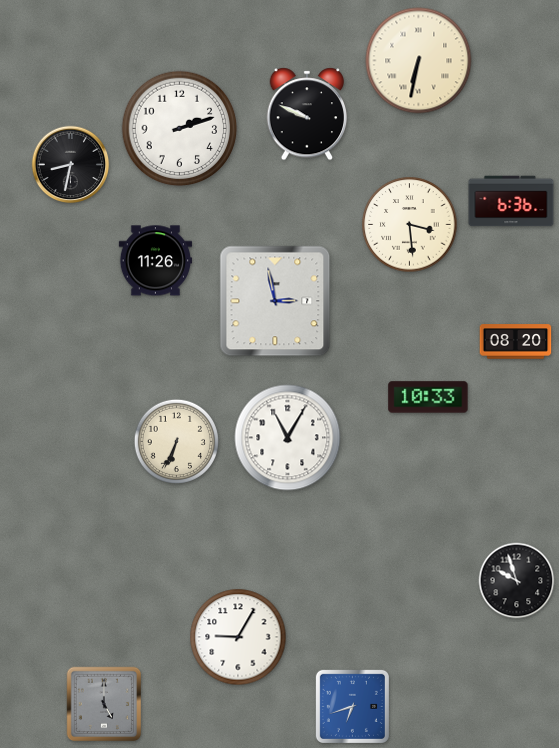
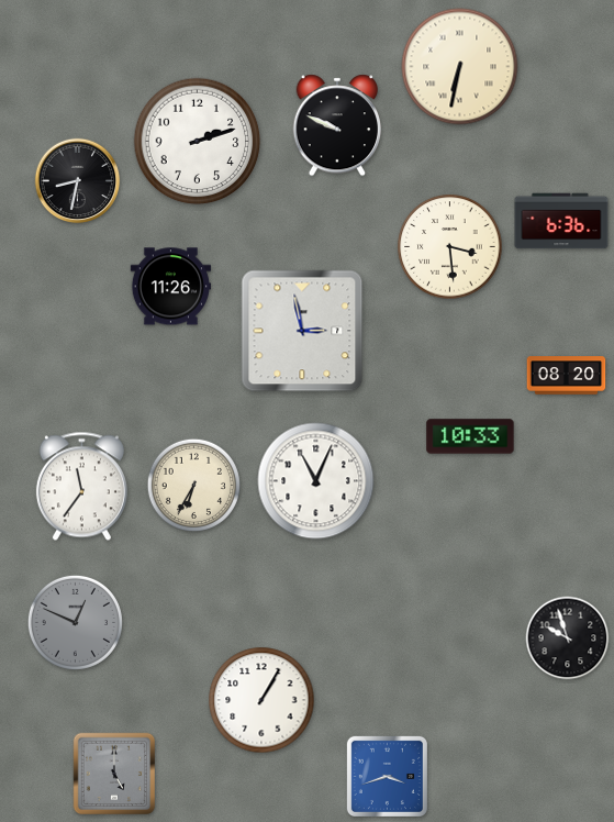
clock at (288, 438): 11:05 -> 11:04
clock at (176, 441): 6:34 -> 6:35
clock at (81, 487): none -> 11:36
clock at (75, 622): none -> 12:49
clock at (238, 637): 9:05 -> 1:05
clock at (352, 706): 6:42 -> 3:42
